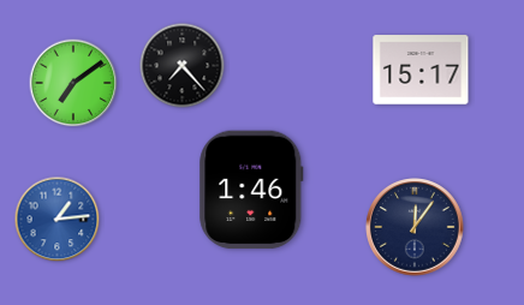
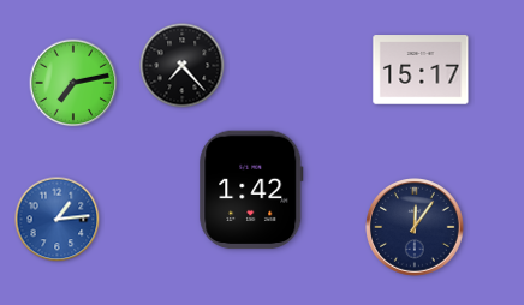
clock at (73, 83): 7:09 -> 7:13
clock at (251, 190): 1:46 -> 1:42
